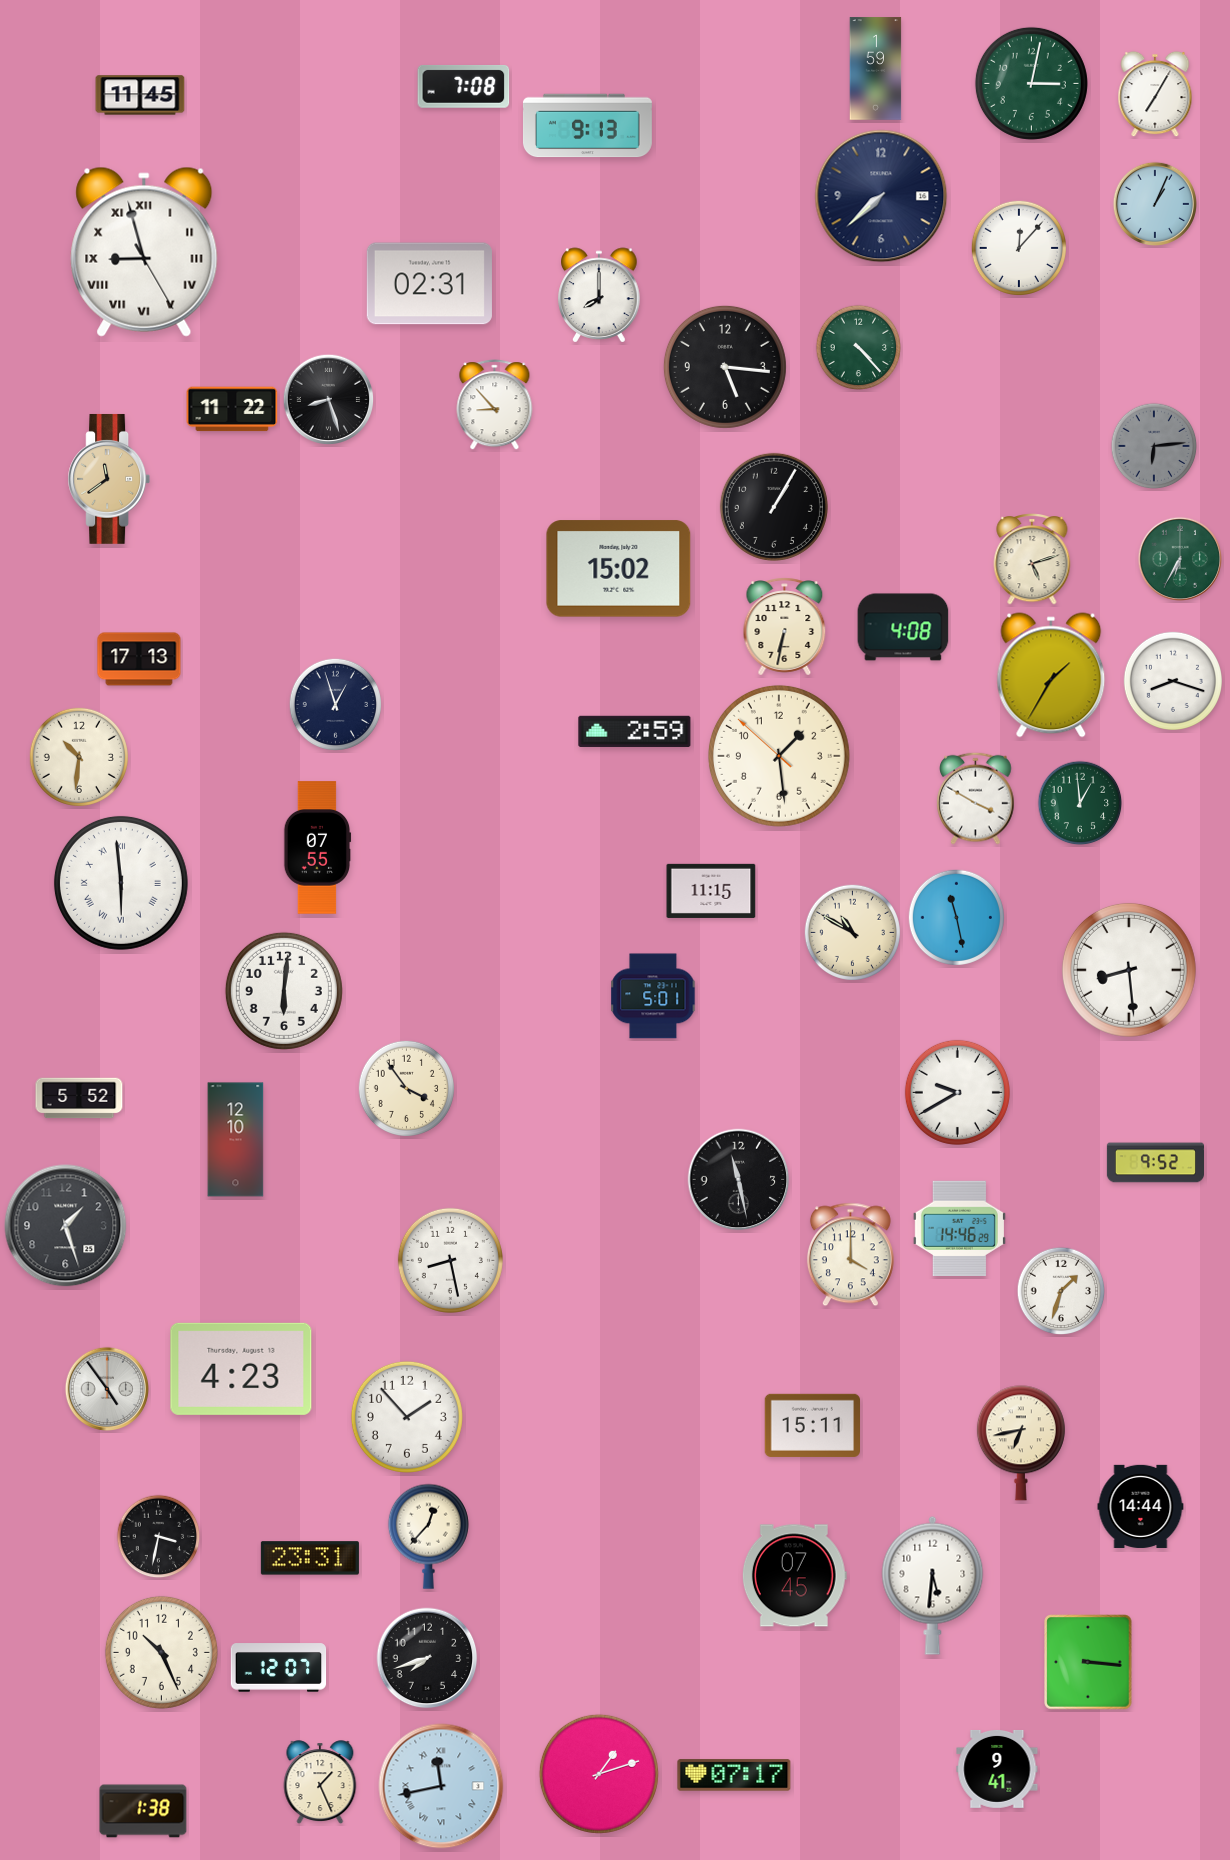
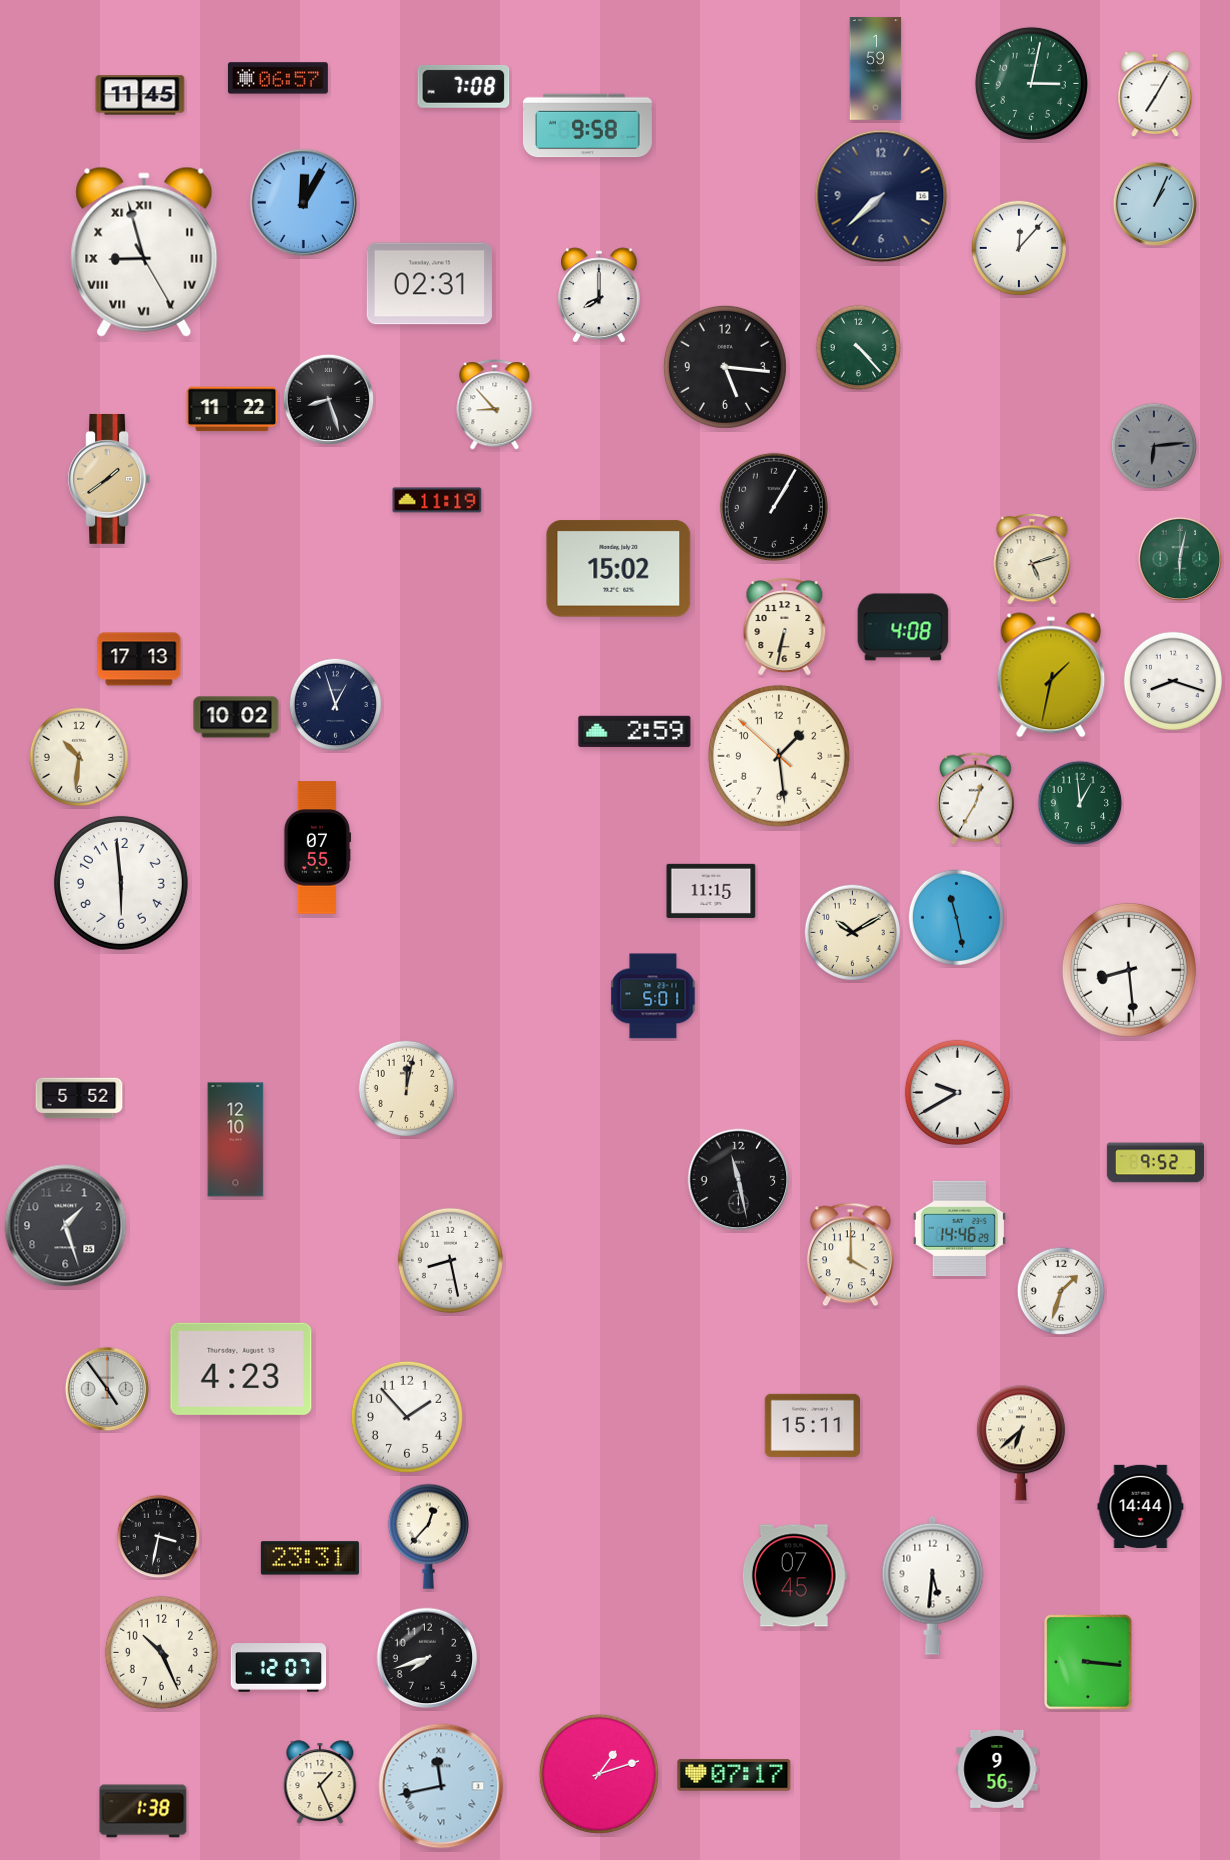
clock at (278, 78): none -> 06:57
clock at (587, 126): 9:13 -> 9:58
clock at (304, 203): none -> 12:05
clock at (109, 479): 11:39 -> 1:39
clock at (437, 500): none -> 11:19
clock at (1179, 558): 6:35 -> 6:02
clock at (1051, 675): 1:35 -> 1:32
clock at (236, 717): none -> 10:02
clock at (976, 798): 3:50 -> 12:35
clock at (121, 883) numerals: Roman -> Arabic
clock at (852, 932): 10:50 -> 10:10
clock at (284, 991): 6:01 -> none
clock at (406, 1088): 3:54 -> 12:02
clock at (1021, 1443): 6:43 -> 6:38
clock at (997, 1769): 9:41 -> 9:56
